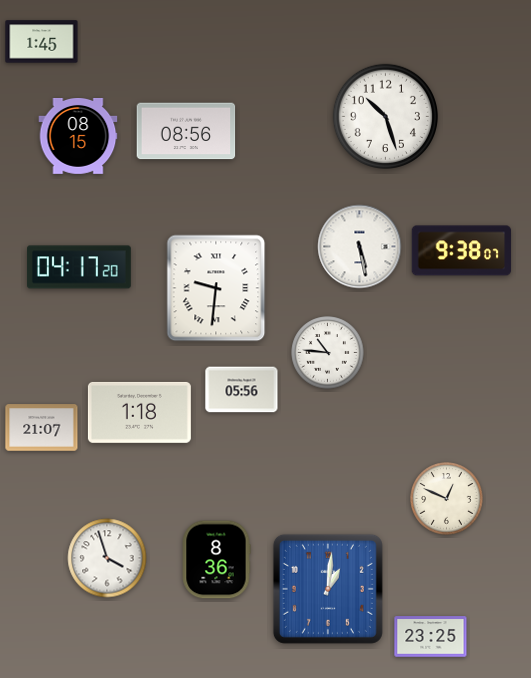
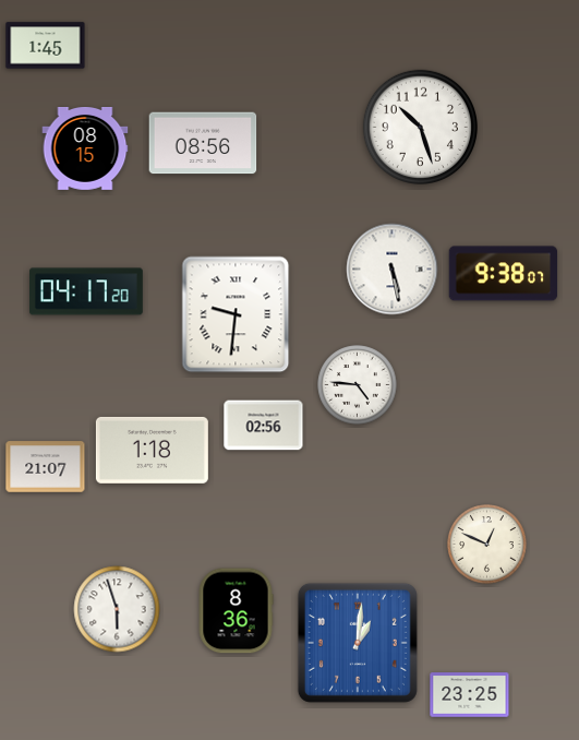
clock at (328, 353): 10:46 -> 4:46
clock at (242, 390): 05:56 -> 02:56
clock at (107, 558): 3:57 -> 5:57
